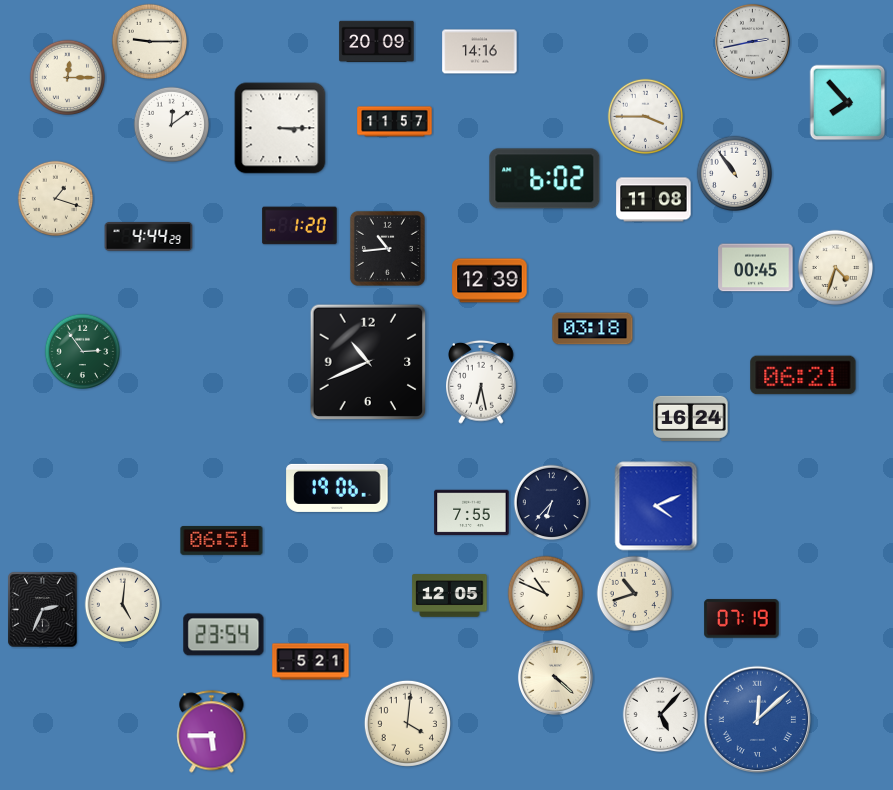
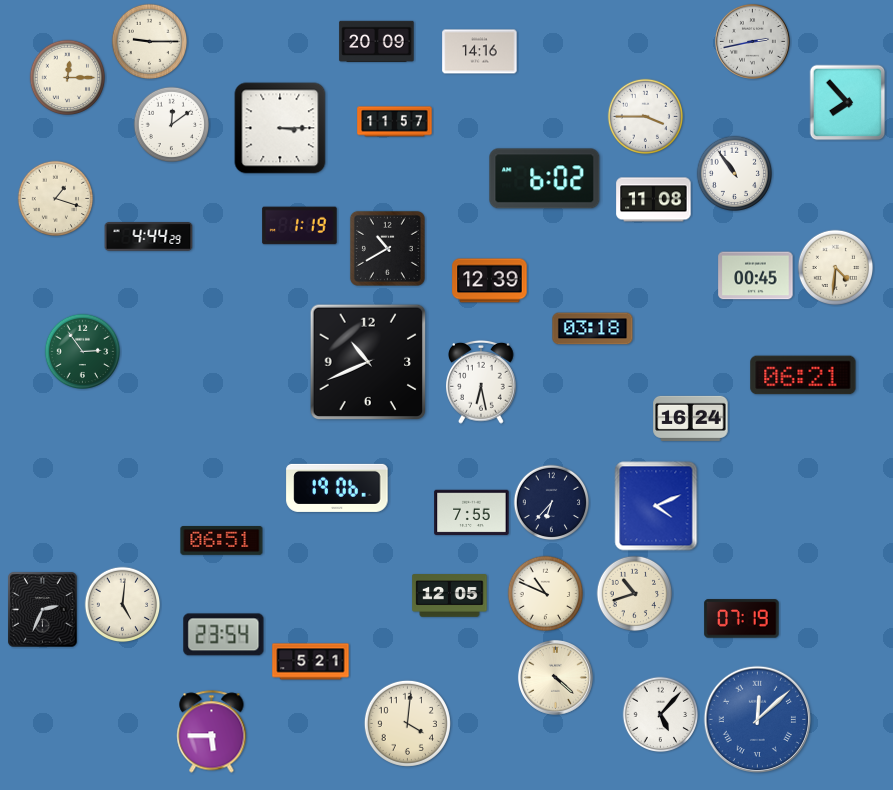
clock at (300, 226): 1:20 -> 1:19
clock at (387, 248): 10:44 -> 10:40
clock at (756, 268) position: (756, 268) -> (756, 276)
clock at (836, 268): 4:33 -> 4:31
